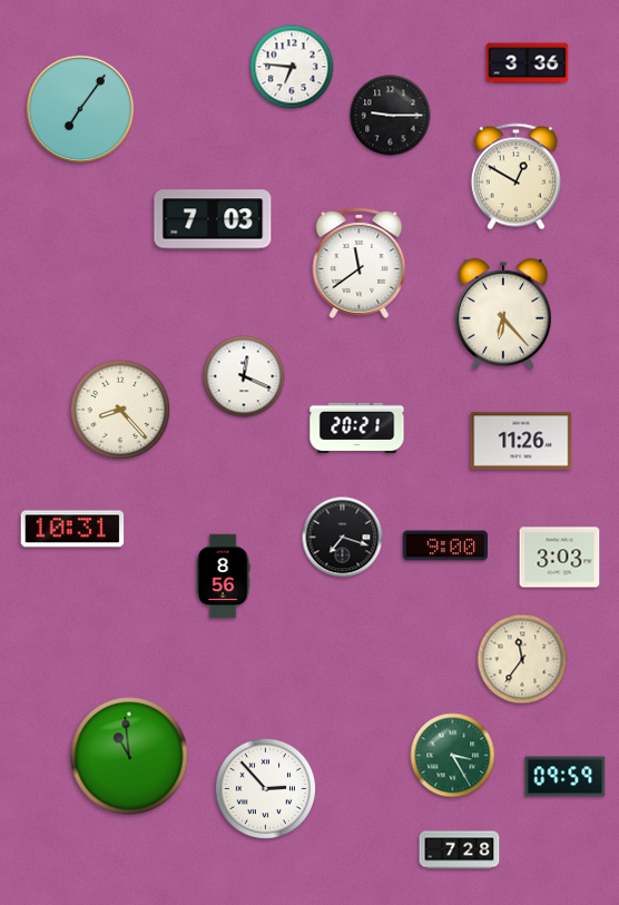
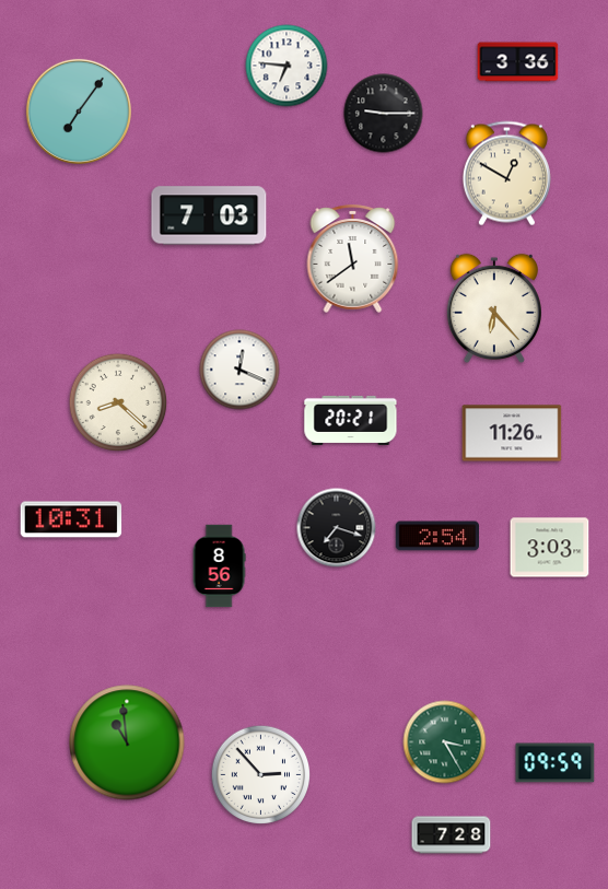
clock at (80, 109) position: (80, 109) -> (79, 112)
clock at (120, 410): 8:23 -> 8:22
clock at (444, 545): 9:00 -> 2:54
clock at (522, 659): 11:36 -> none
